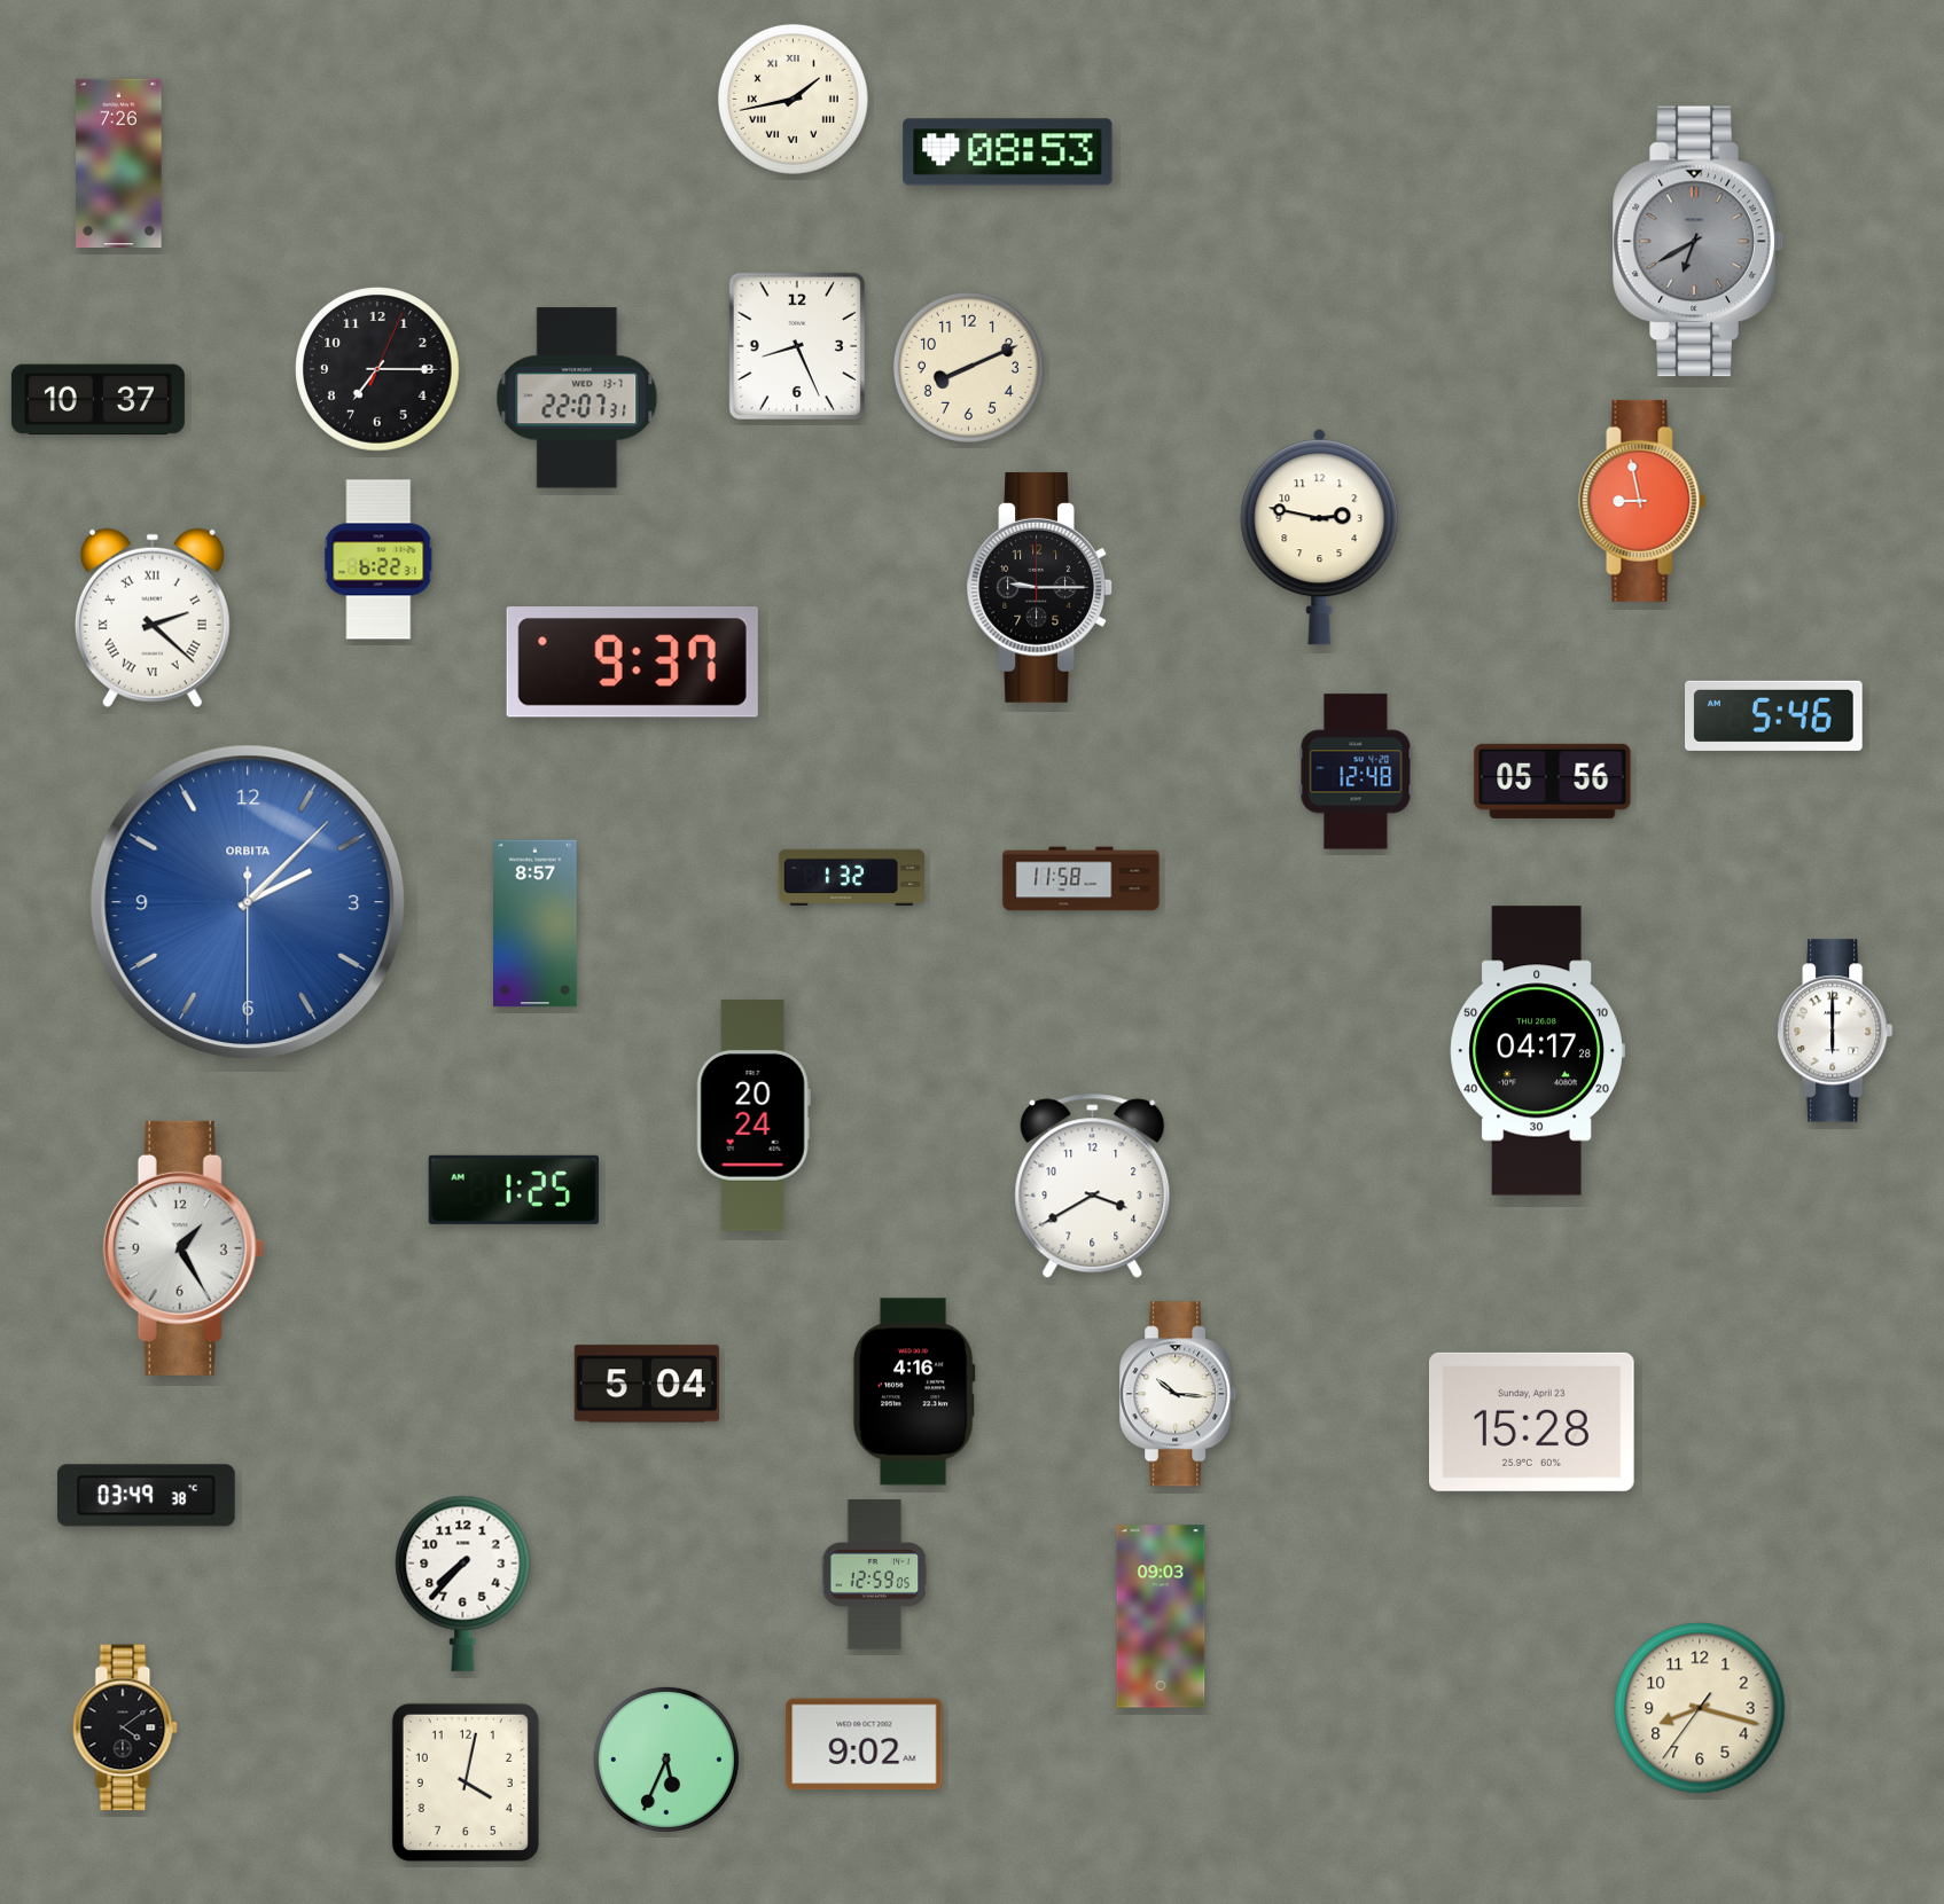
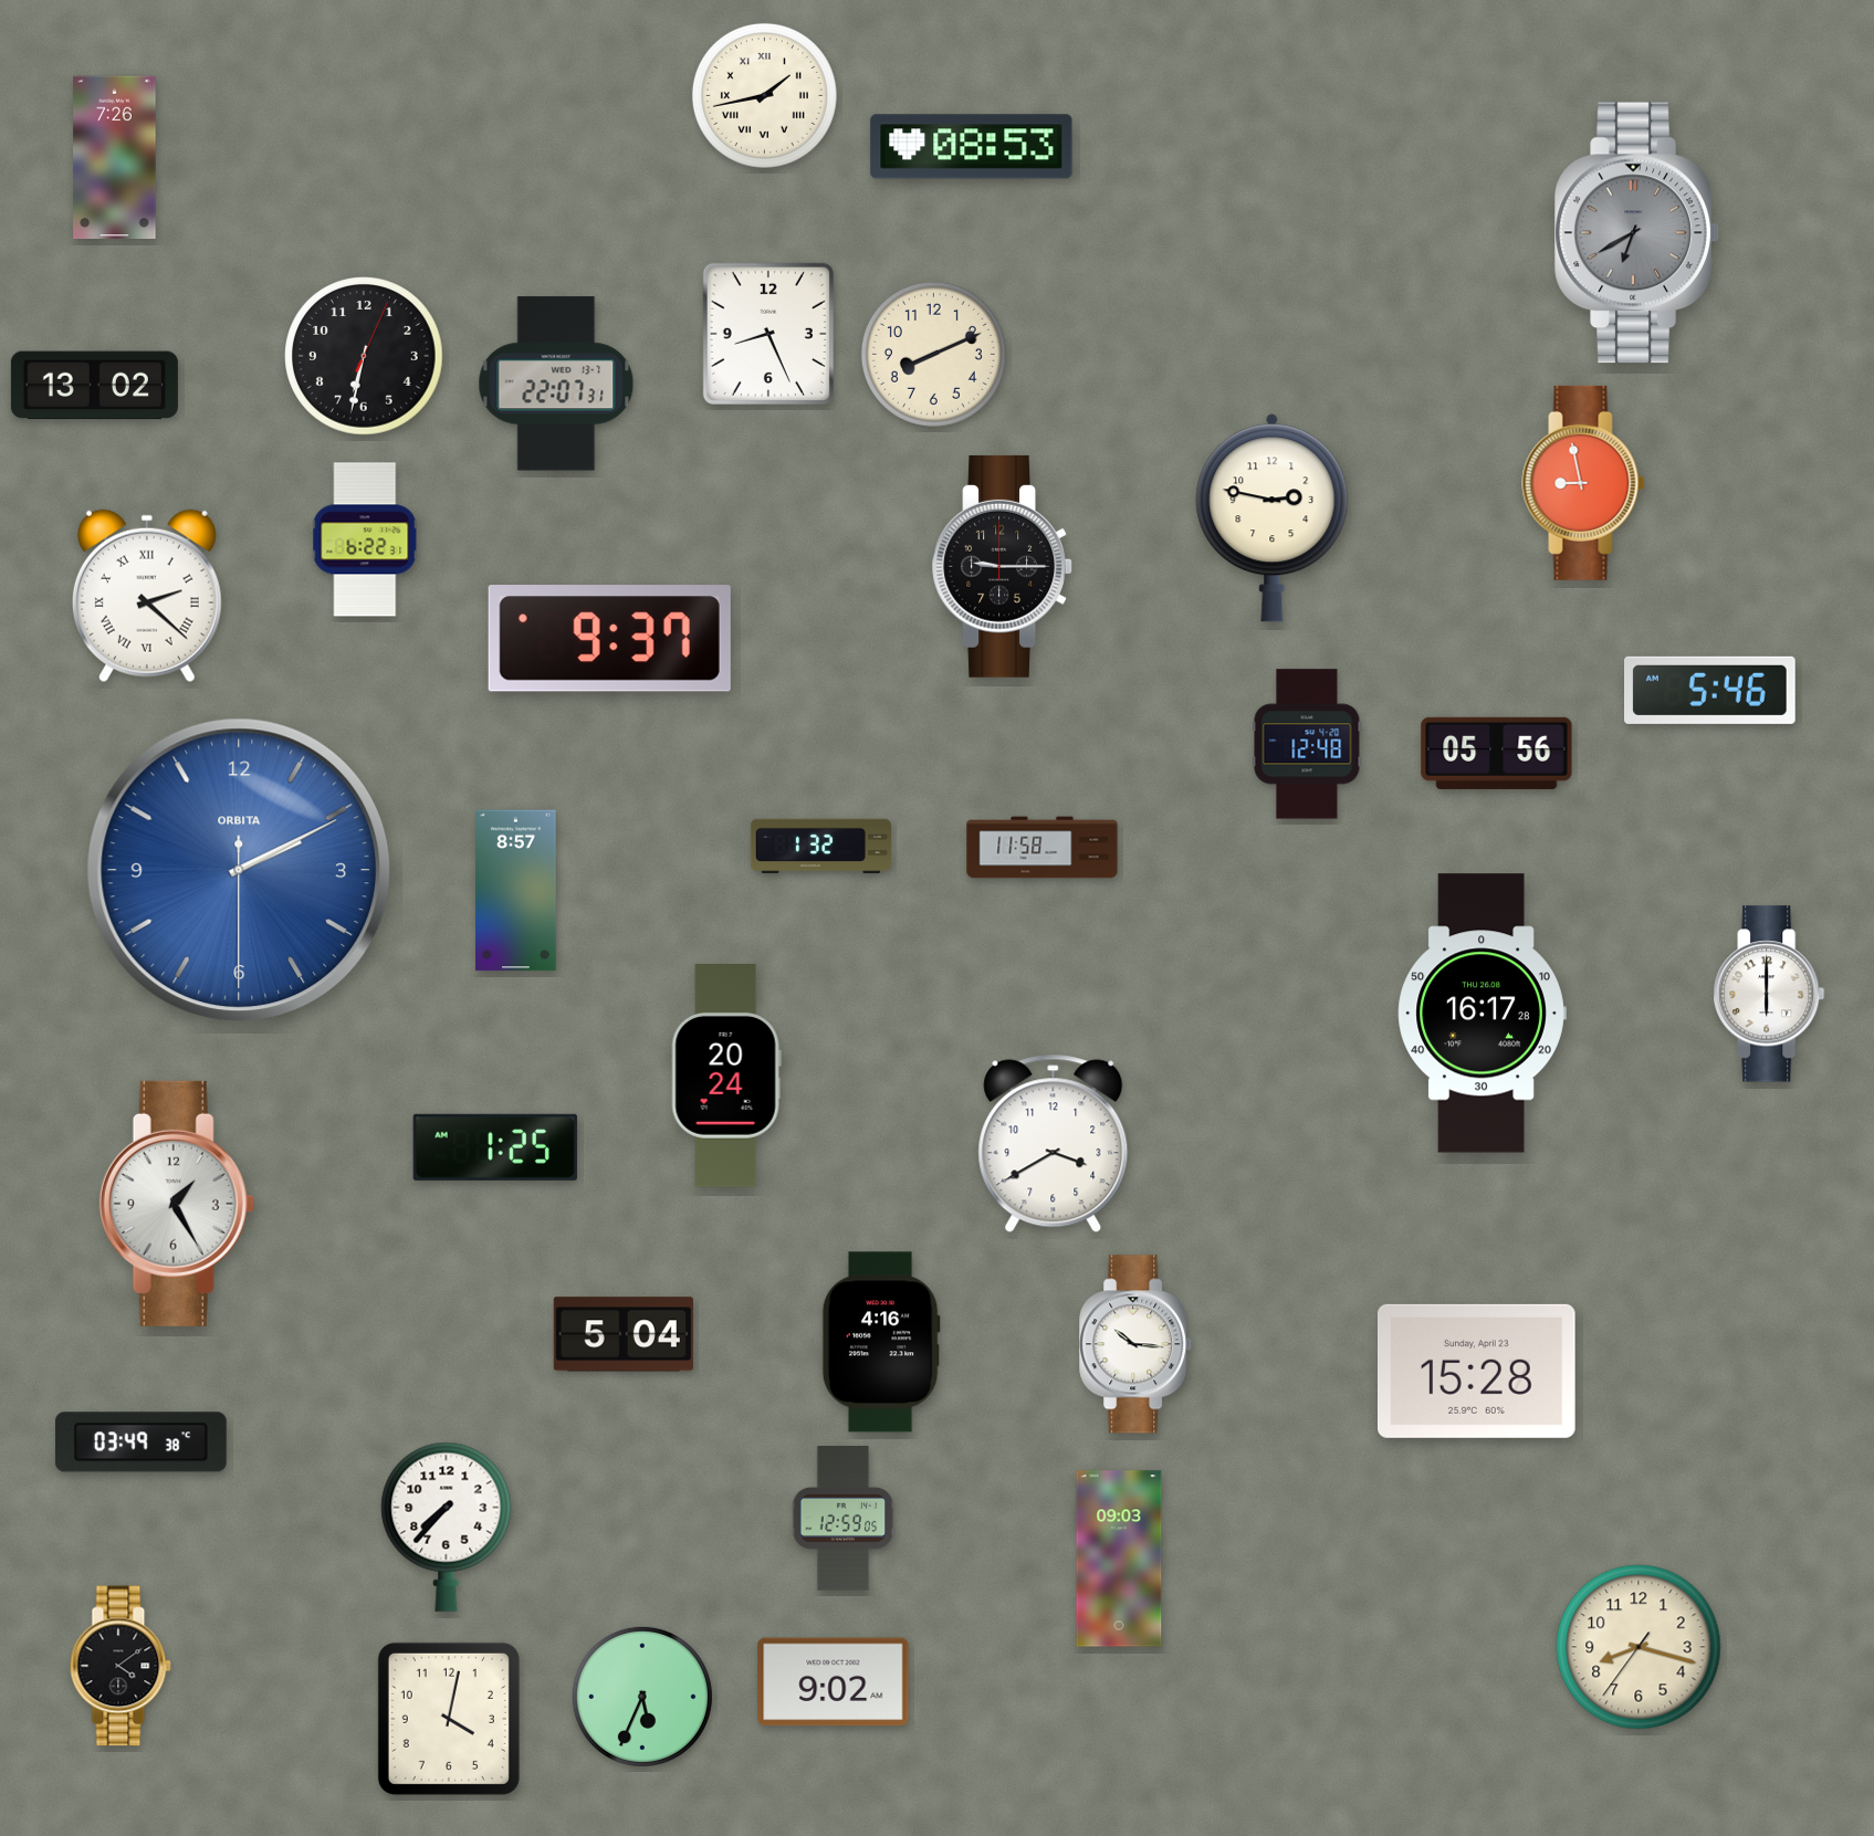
clock at (377, 369): 7:15 -> 6:32
clock at (97, 400): 10:37 -> 13:02
clock at (248, 902): 2:07 -> 2:10
clock at (1537, 1051): 04:17 -> 16:17
